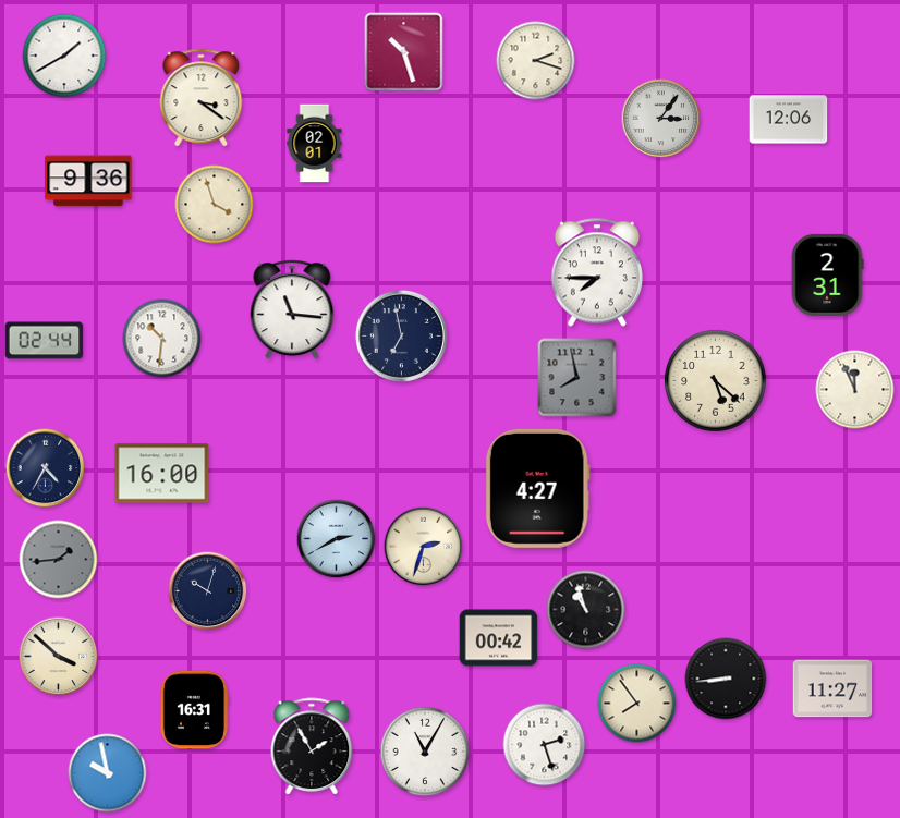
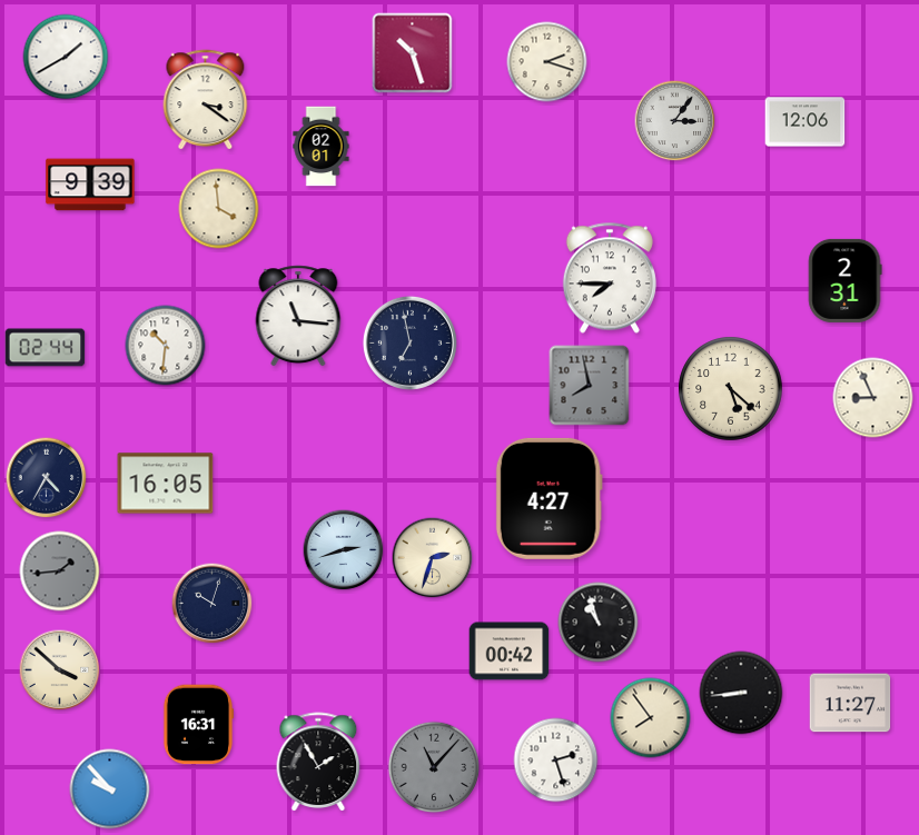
clock at (88, 181): 9:36 -> 9:39
clock at (215, 205): 3:57 -> 3:59
clock at (855, 390): 11:56 -> 8:56
clock at (162, 474): 16:00 -> 16:05
clock at (337, 539): 2:40 -> 2:42
clock at (425, 752): 11:05 -> 11:07
clock at (425, 752) dial: white -> grey
clock at (108, 773): 9:58 -> 9:53
